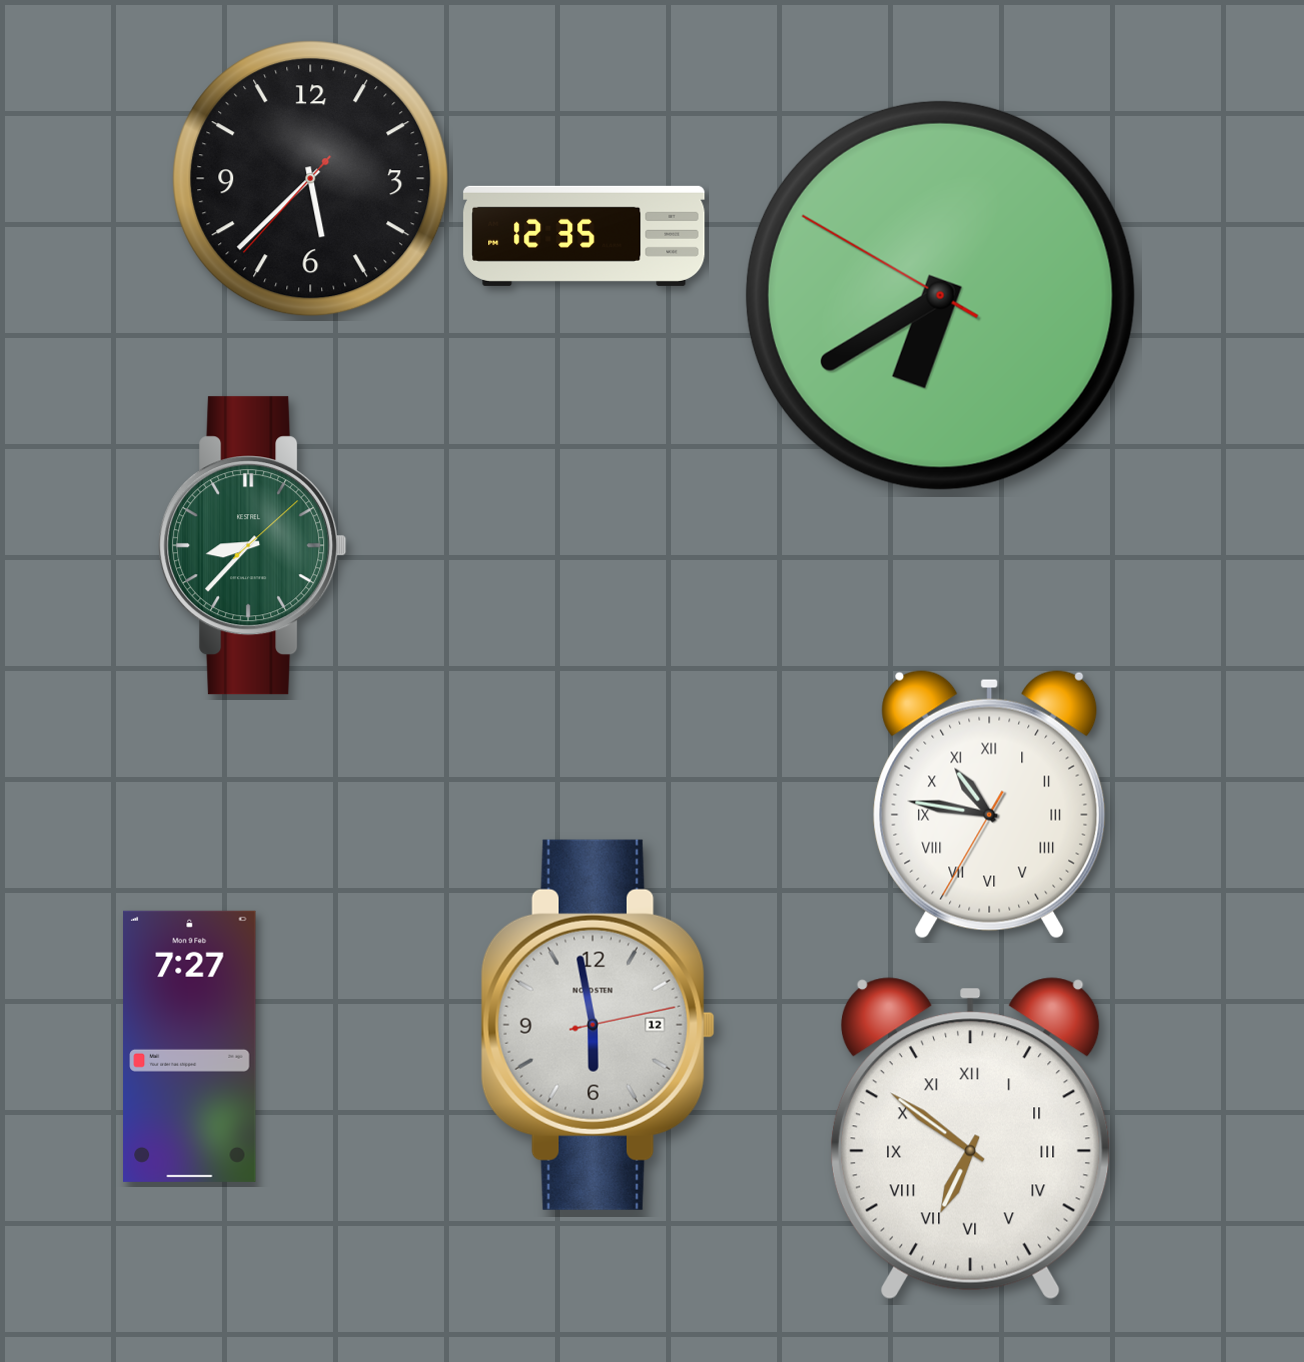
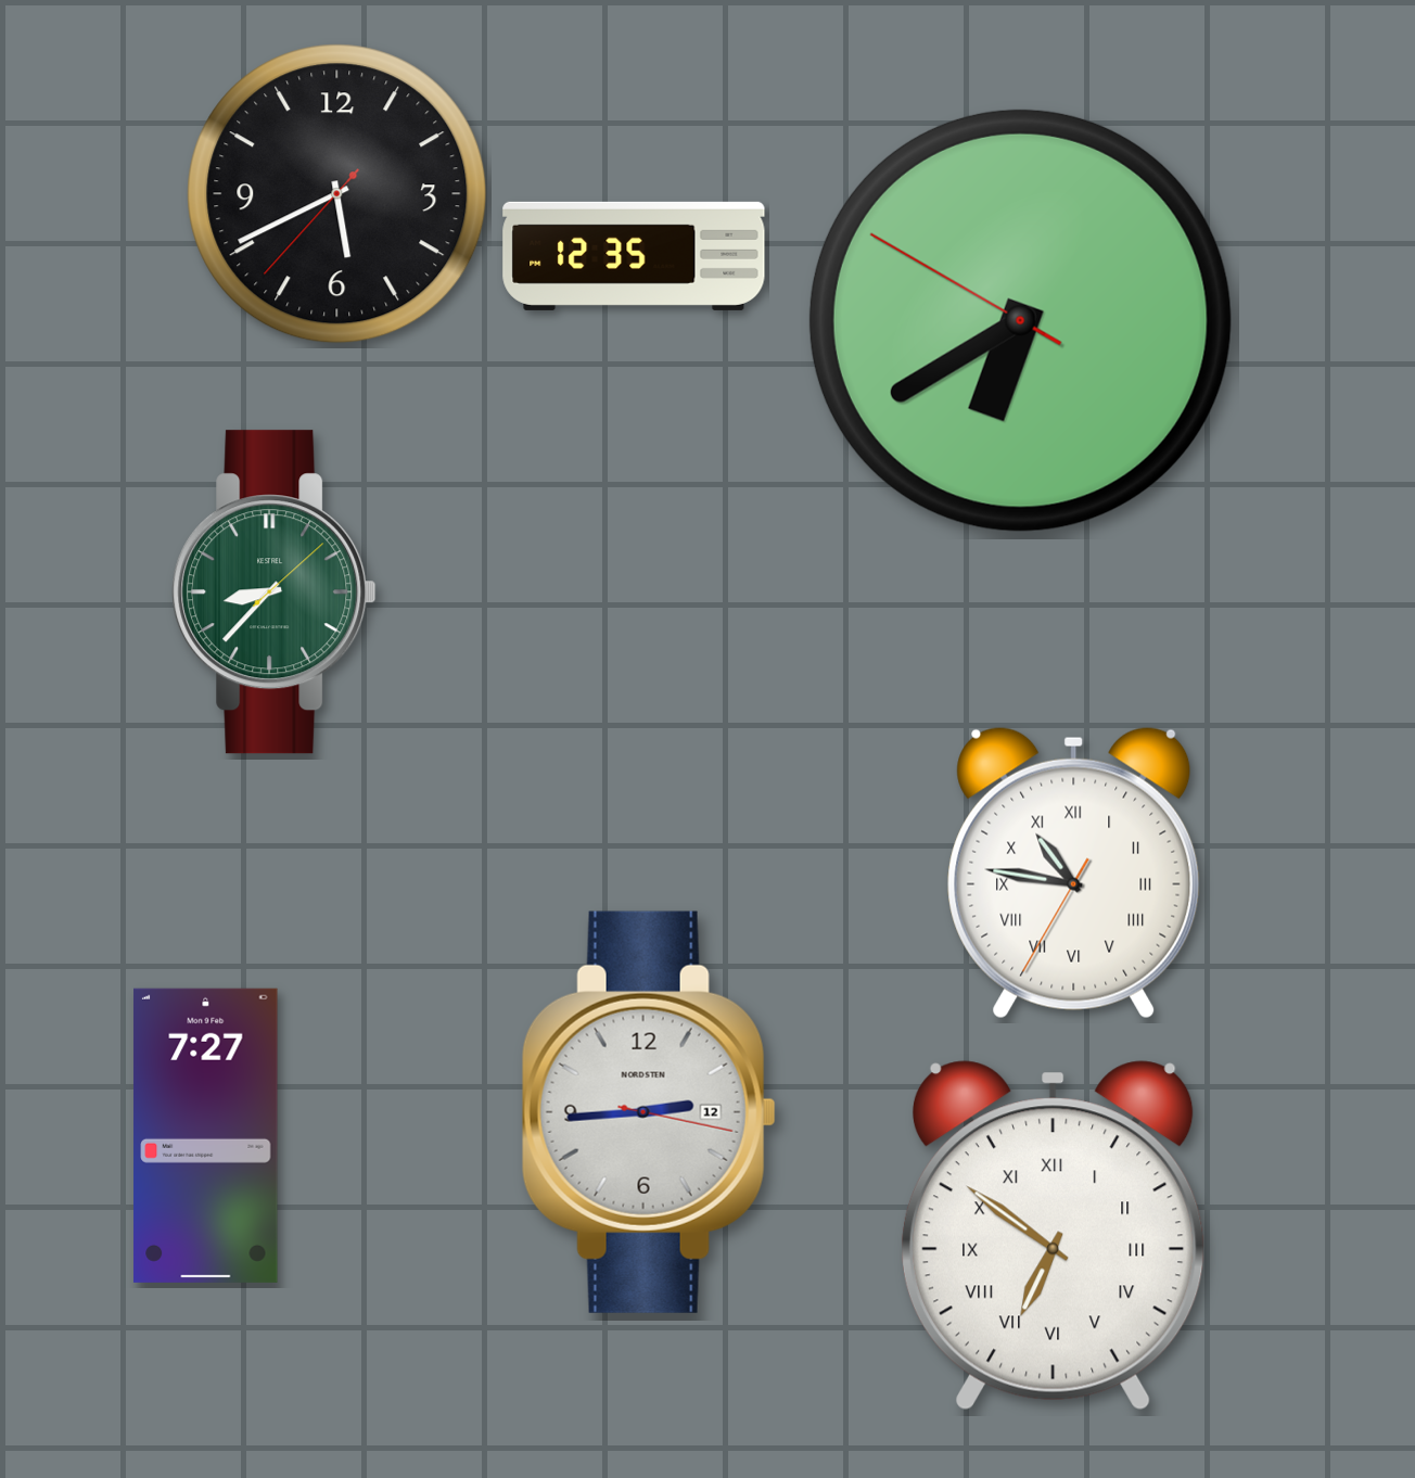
clock at (311, 179): 5:37 -> 5:40
clock at (598, 1025): 5:58 -> 2:44
